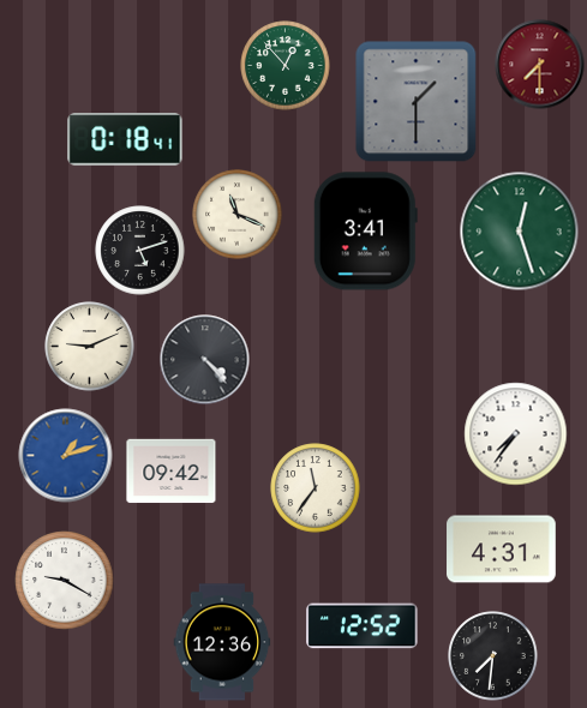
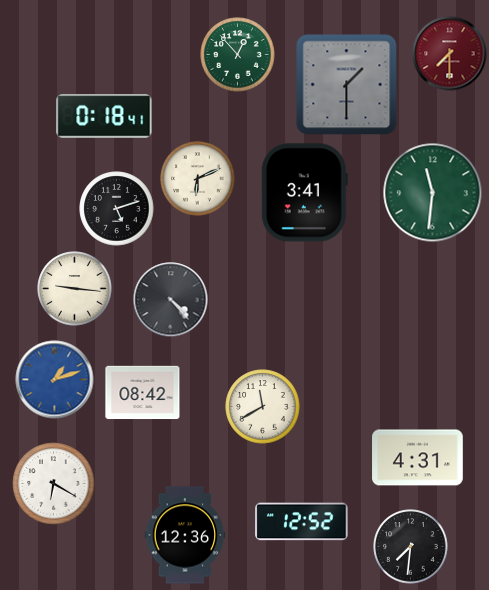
clock at (238, 215): 11:19 -> 6:11
clock at (520, 232): 12:27 -> 11:31
clock at (90, 347): 9:11 -> 9:16
clock at (516, 434): 7:36 -> none
clock at (172, 472): 09:42 -> 08:42
clock at (316, 488): 11:36 -> 11:40
clock at (65, 581): 9:20 -> 6:20
